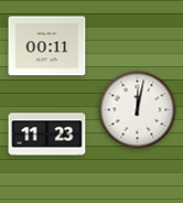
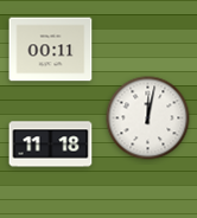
clock at (47, 135): 11:23 -> 11:18
